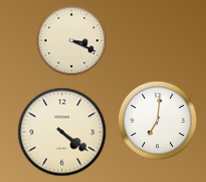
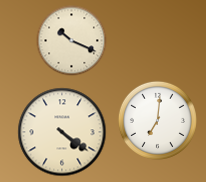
clock at (72, 41): 3:19 -> 10:19
